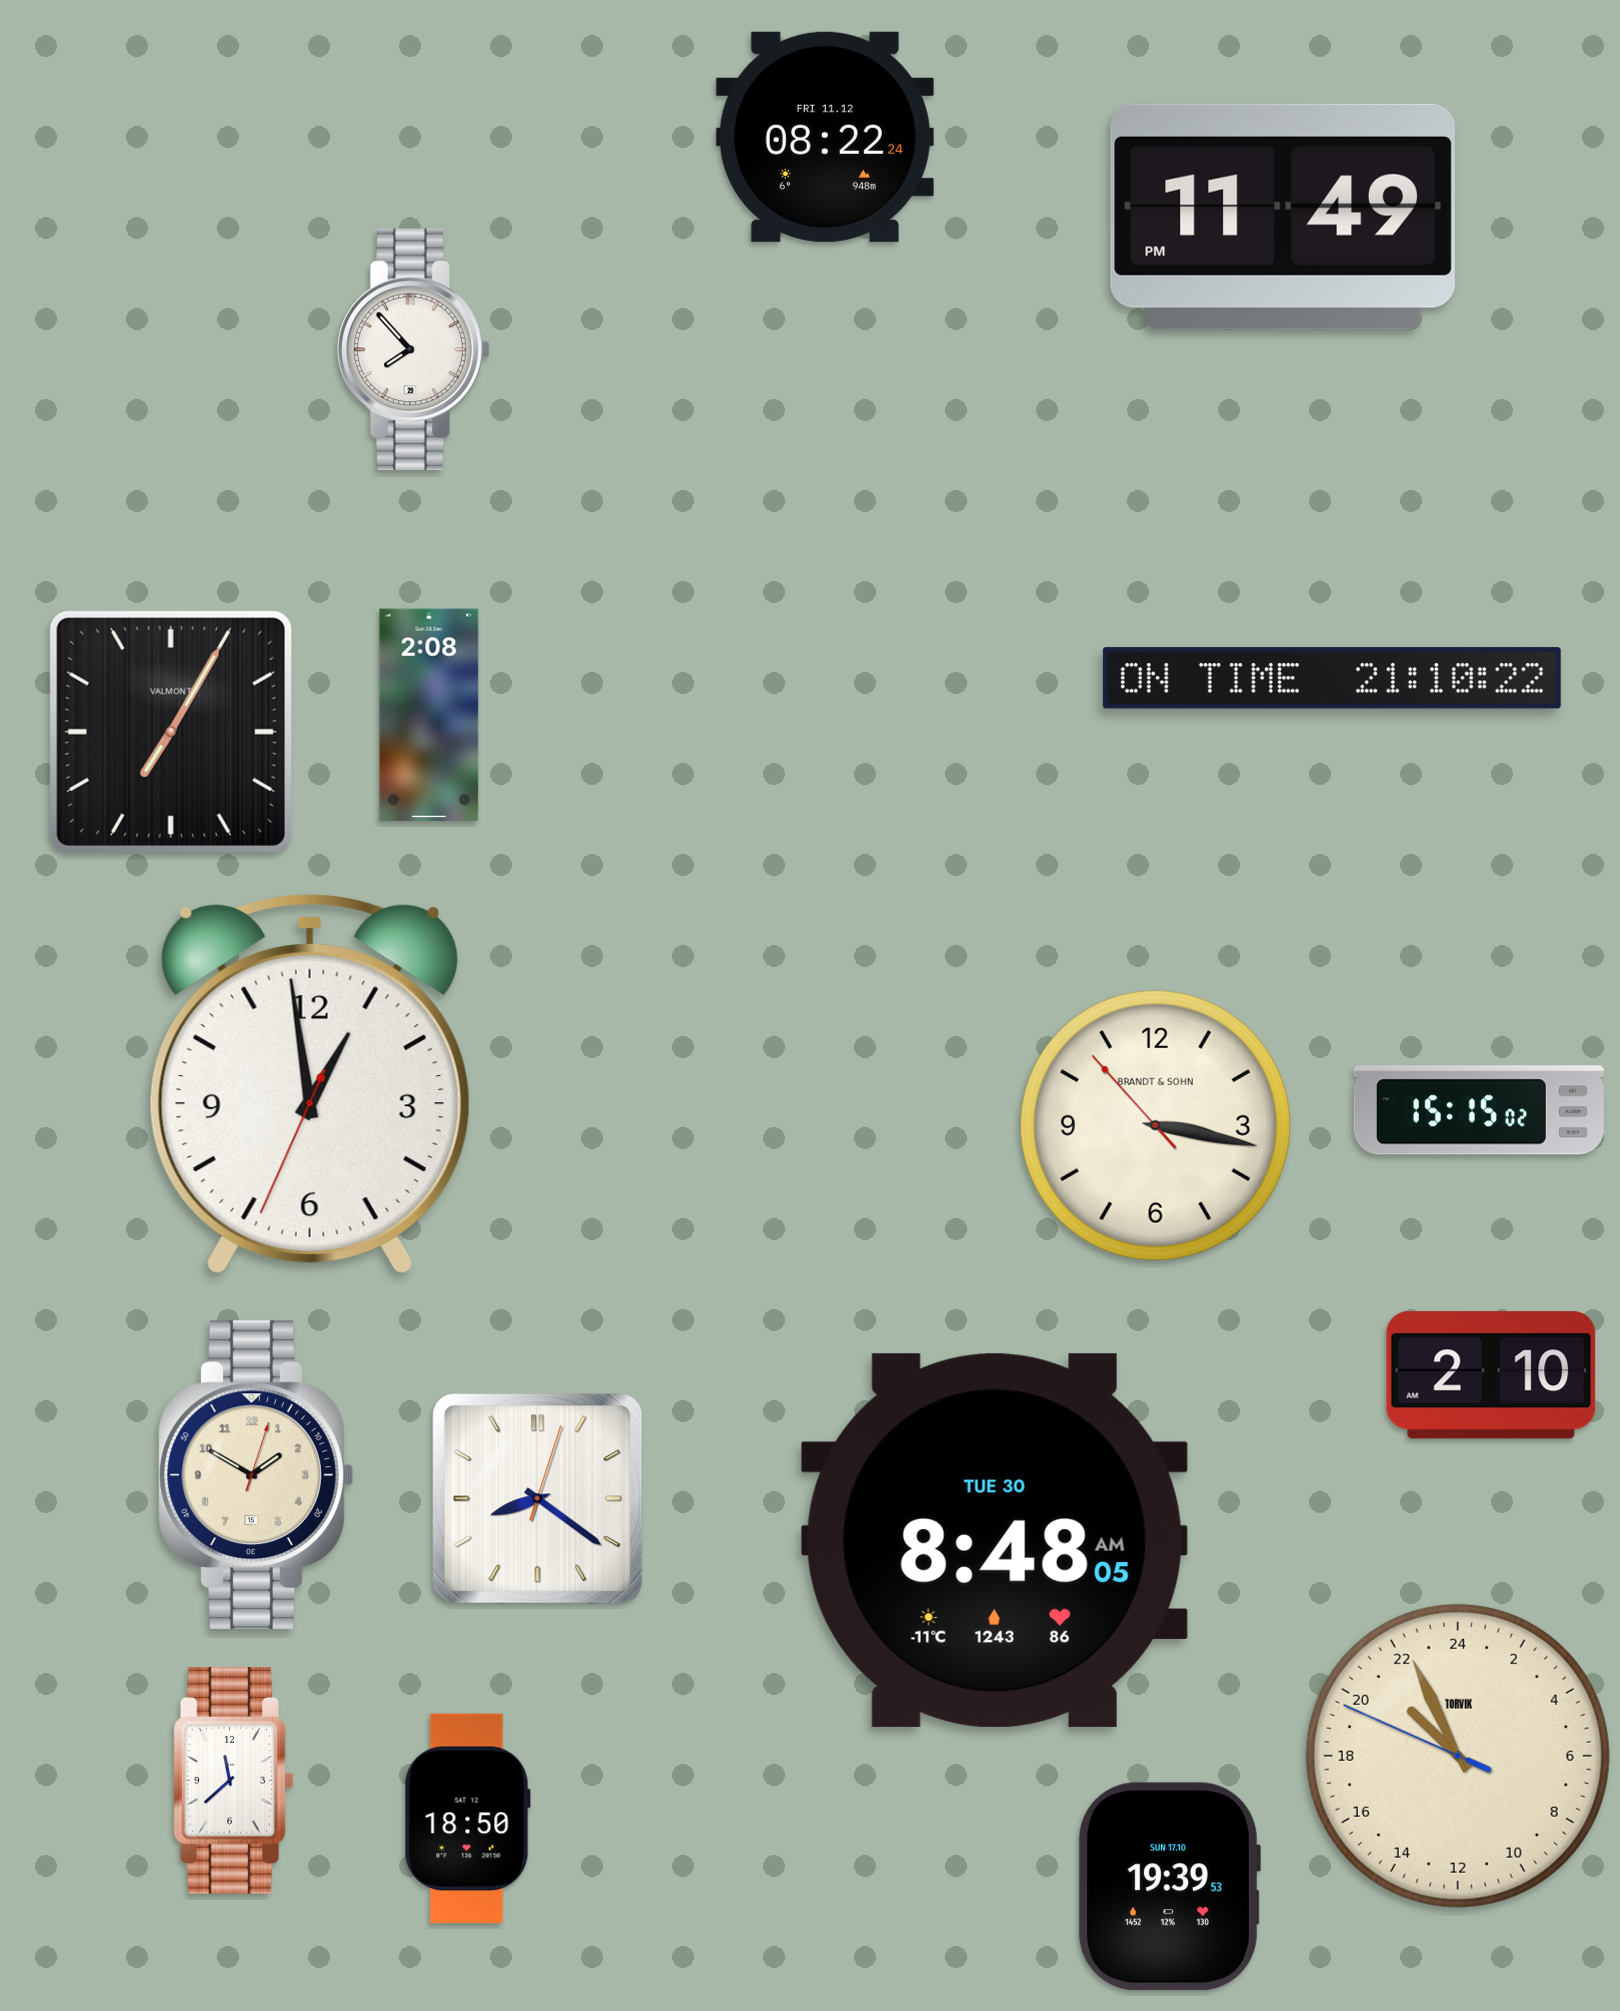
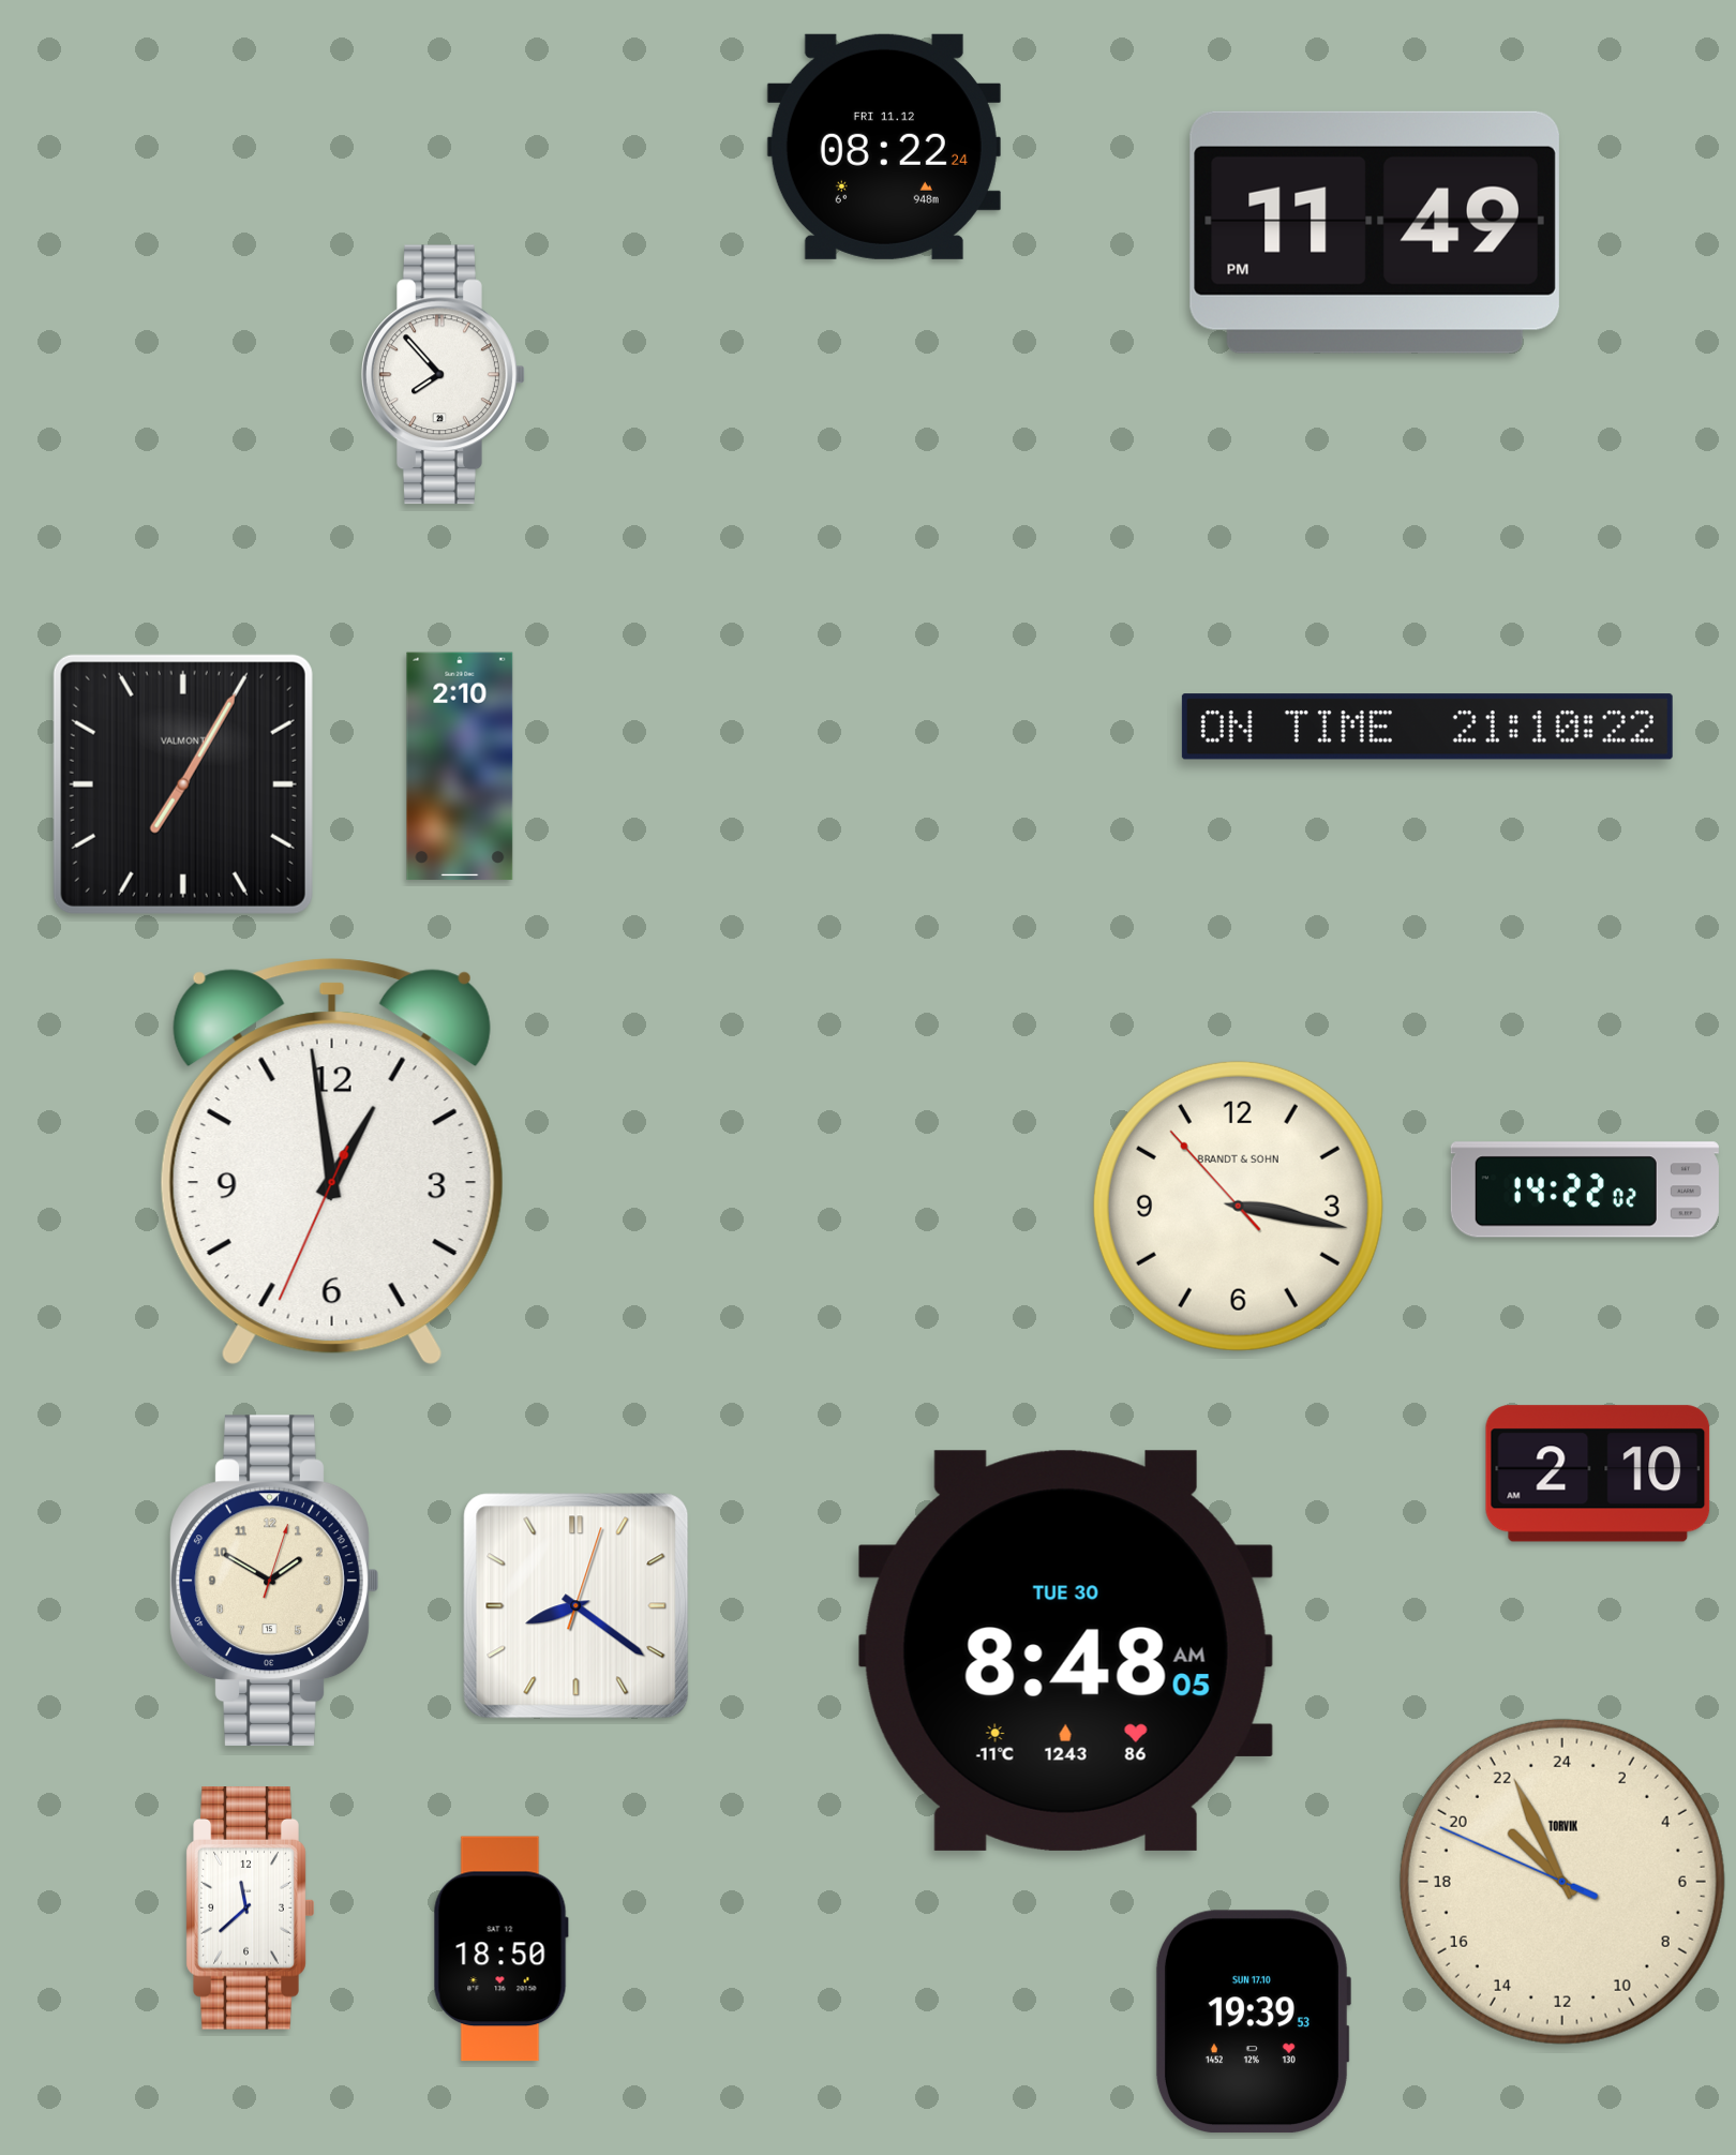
clock at (429, 715): 2:08 -> 2:10
clock at (1479, 1110): 15:15 -> 14:22
